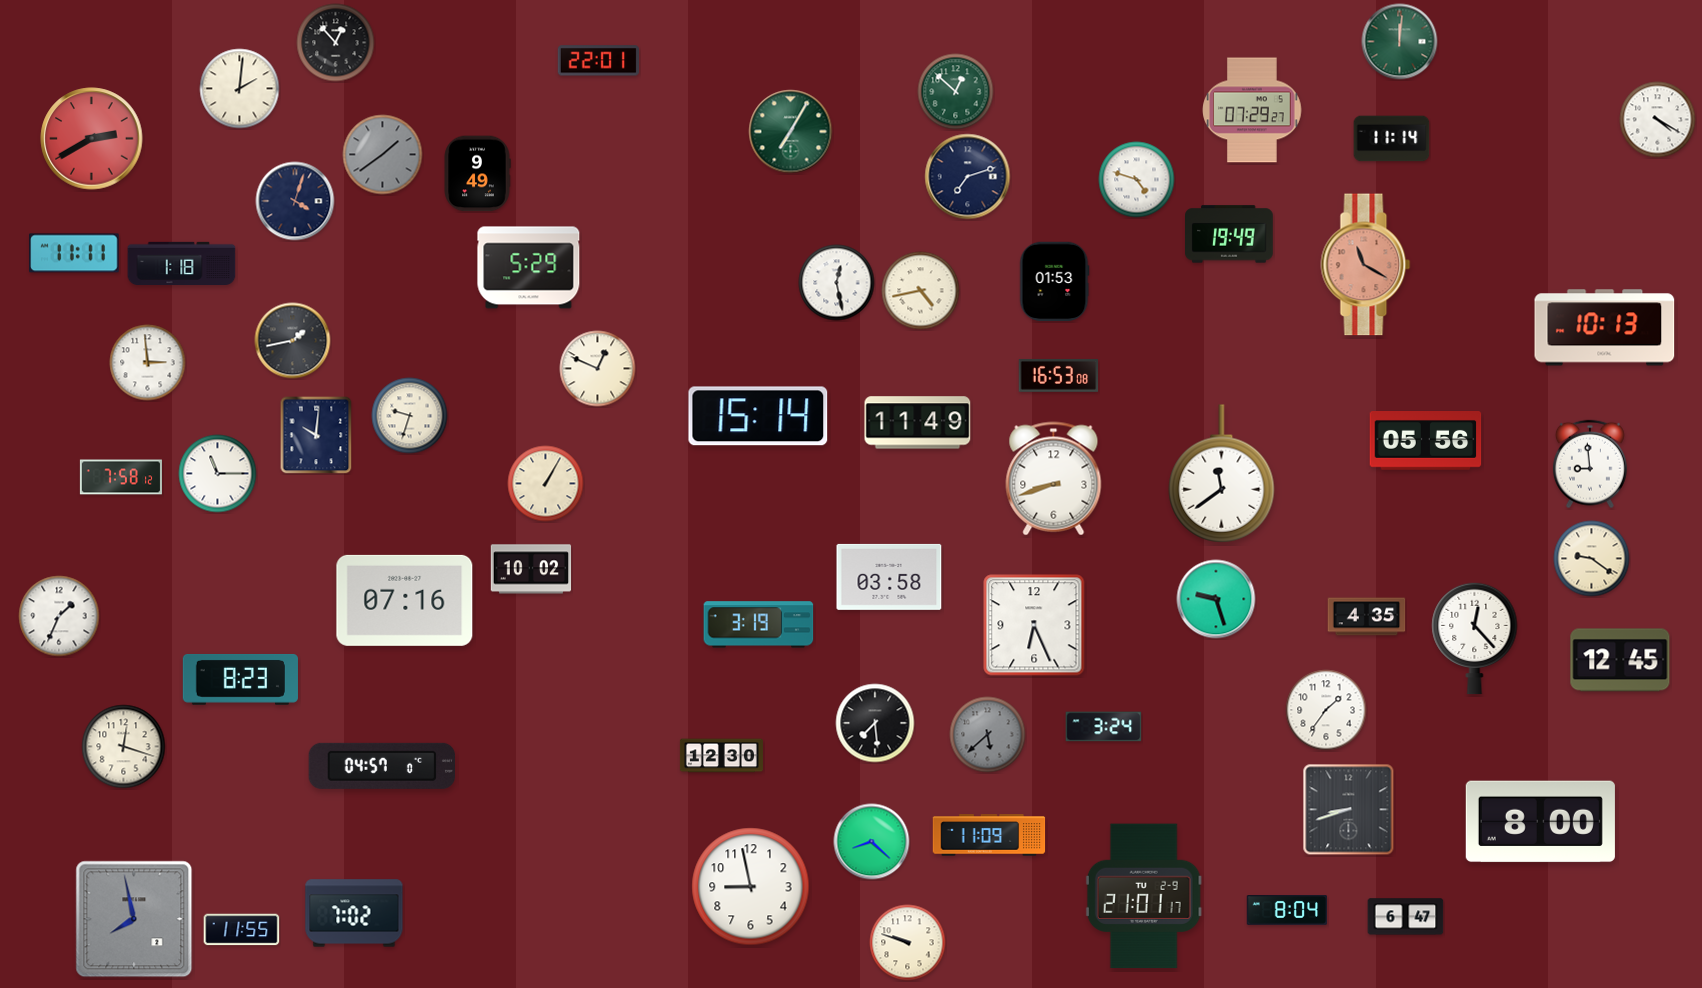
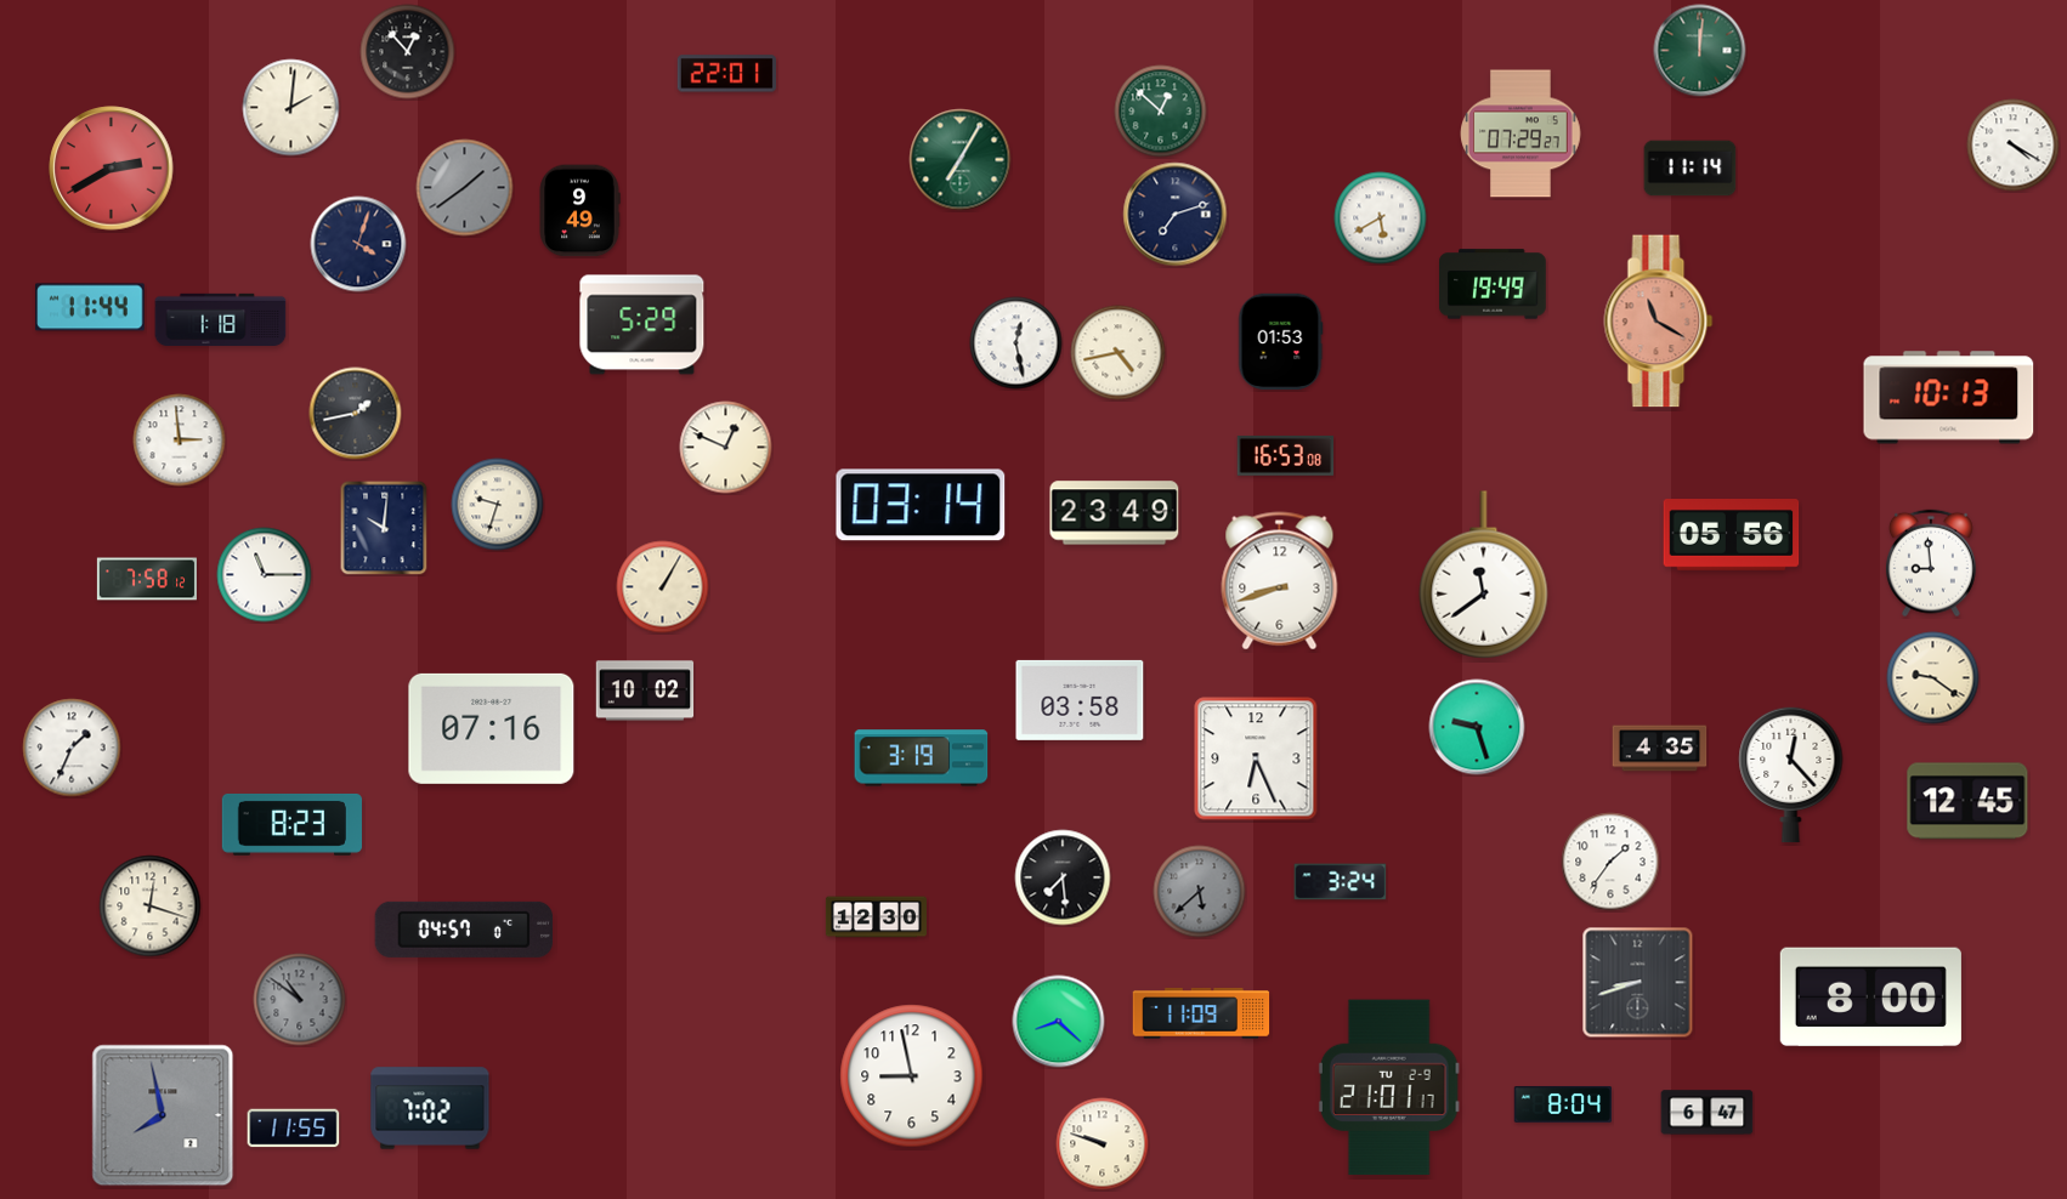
clock at (1137, 180): 4:48 -> 5:40
clock at (74, 253): 11:11 -> 11:44
clock at (758, 416): 15:14 -> 03:14
clock at (918, 423): 11:49 -> 23:49
clock at (300, 1000): none -> 10:51
